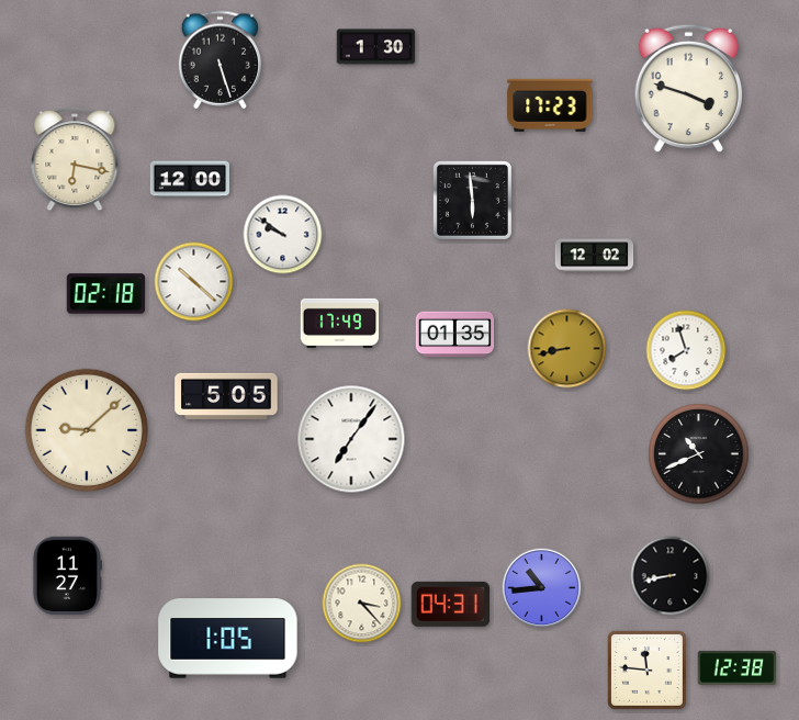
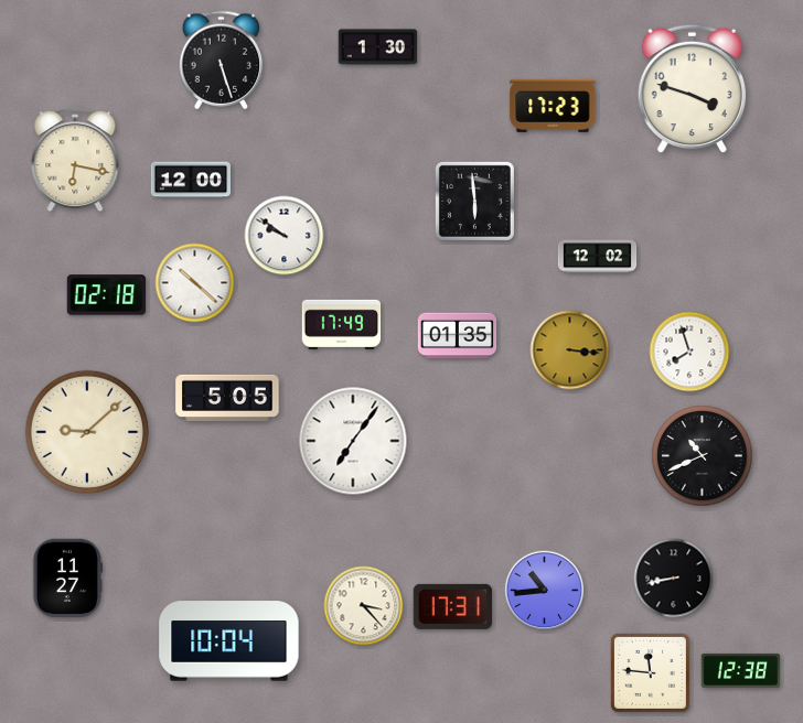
clock at (567, 349): 8:43 -> 3:16
clock at (450, 604): 04:31 -> 17:31
clock at (228, 639): 1:05 -> 10:04
